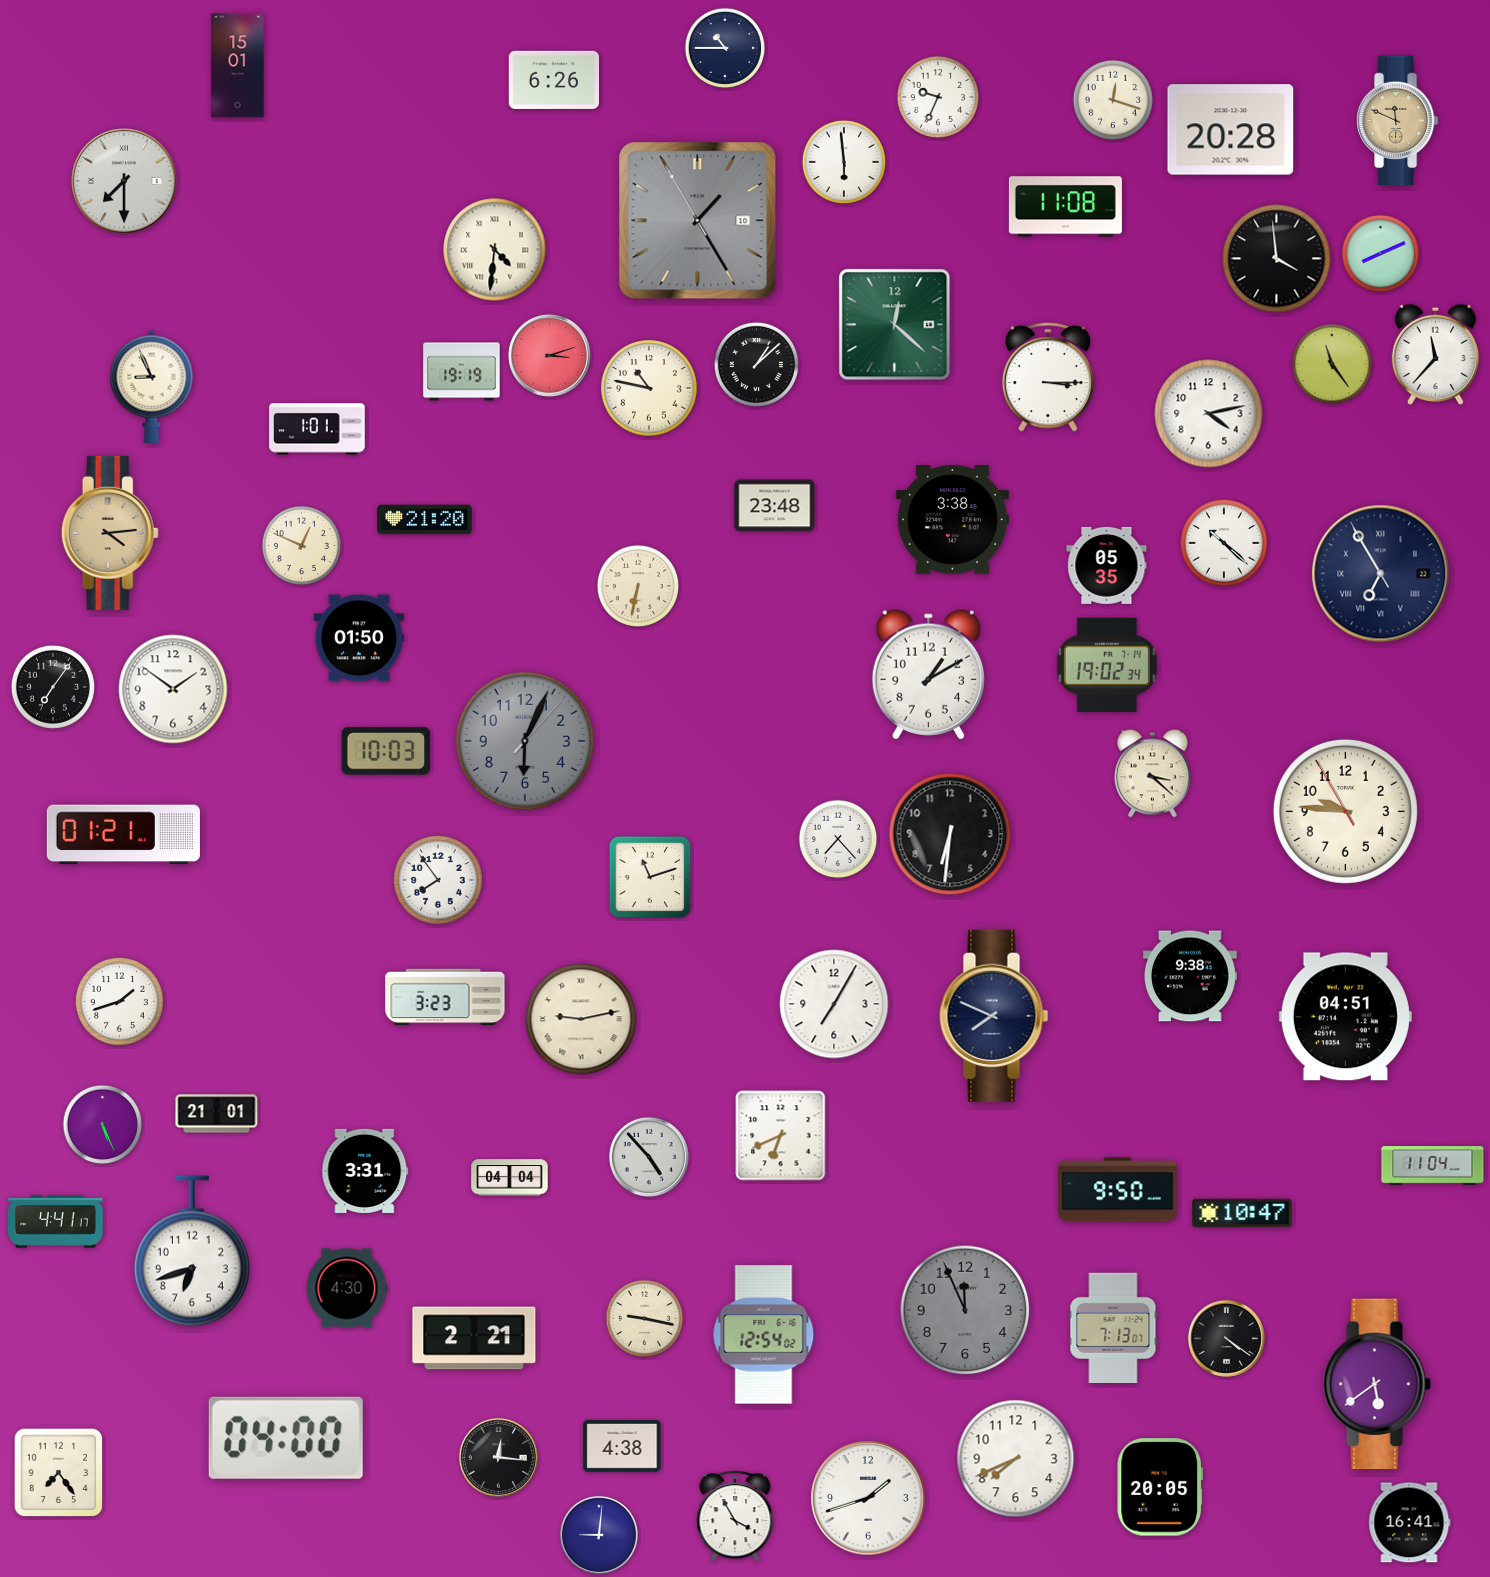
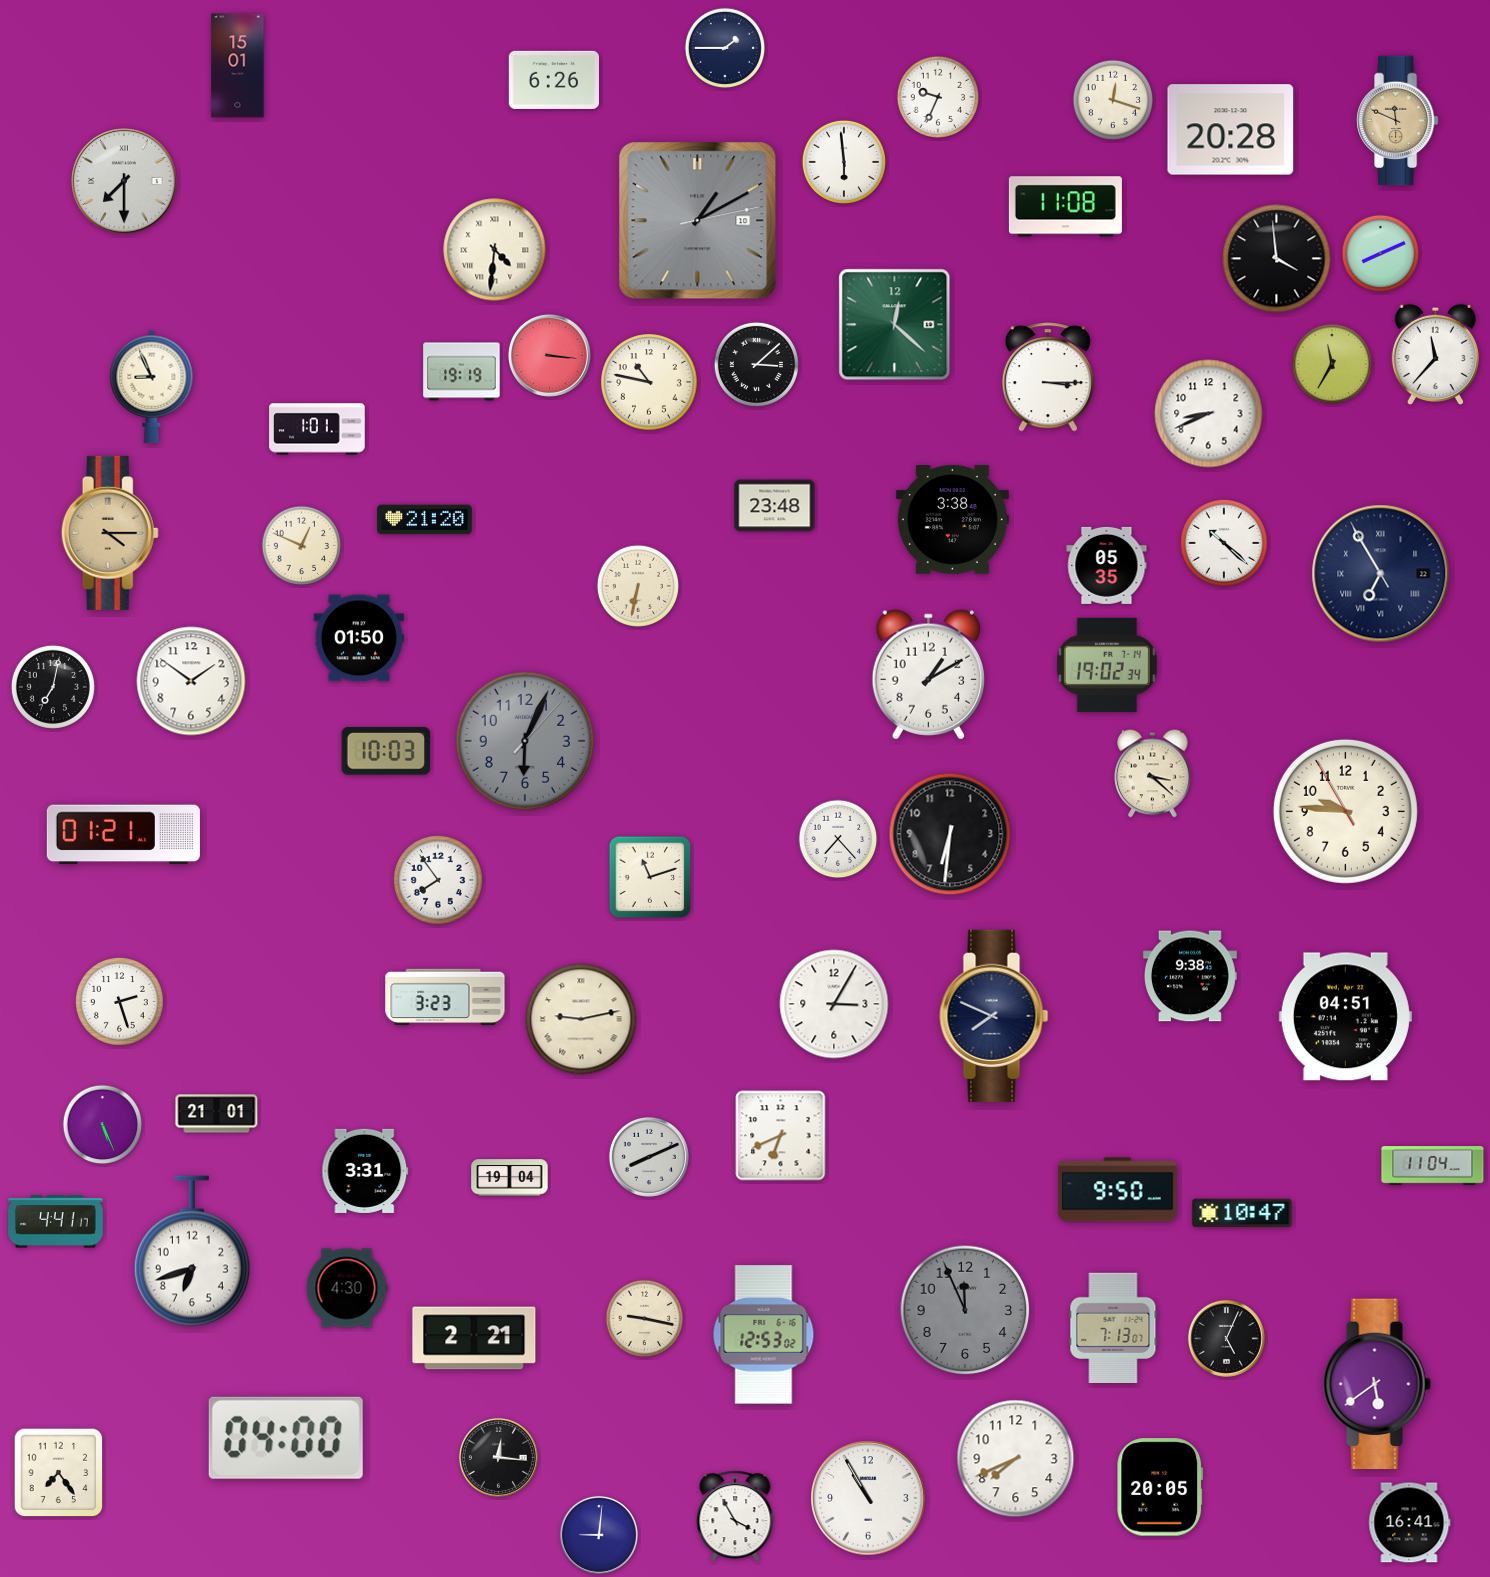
clock at (725, 48): 10:45 -> 1:45
clock at (698, 221): 1:24 -> 1:10
clock at (549, 355): 3:12 -> 3:16
clock at (756, 364): 1:08 -> 3:08
clock at (1332, 364): 11:24 -> 11:35
clock at (649, 388) position: (649, 388) -> (649, 382)
clock at (1209, 414): 4:13 -> 8:41
clock at (110, 533): 4:14 -> 4:15
clock at (53, 687): 7:06 -> 7:02
clock at (173, 689) position: (173, 689) -> (191, 681)
clock at (119, 1001): 1:42 -> 2:27
clock at (834, 1004): 7:05 -> 3:05
clock at (649, 1157): 4:53 -> 8:11
clock at (510, 1178): 04:04 -> 19:04
clock at (764, 1335): 12:54 -> 12:53
clock at (1226, 1338): 4:21 -> 5:04
clock at (622, 1446): 4:38 -> none
clock at (868, 1498): 1:42 -> 10:55
